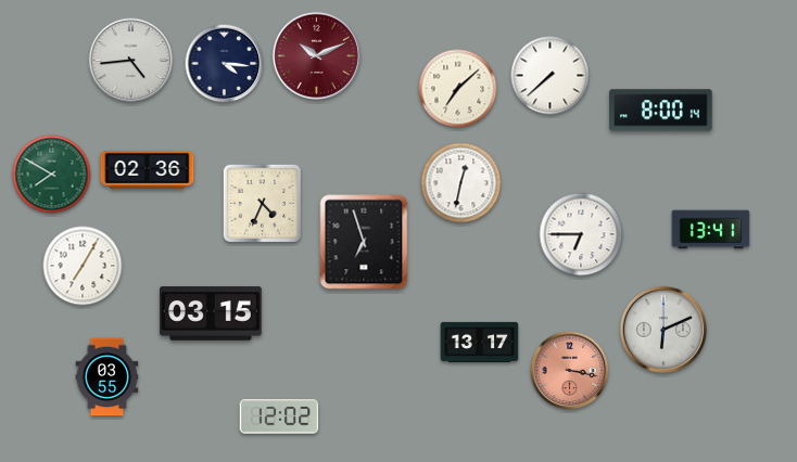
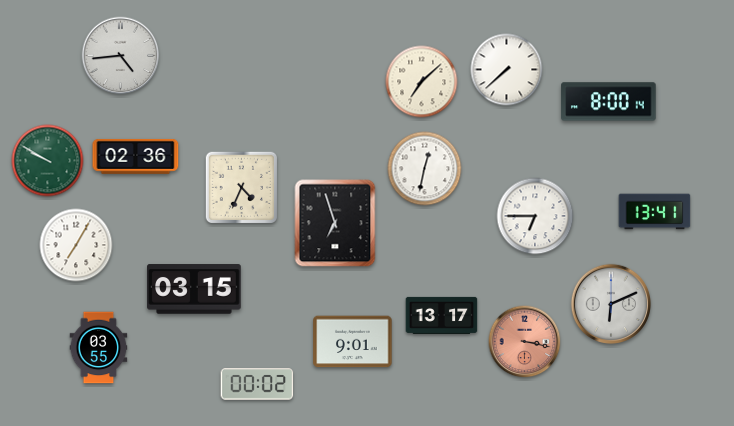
clock at (316, 55): 10:11 -> none
clock at (225, 64): 4:16 -> none
clock at (52, 175): 7:50 -> 9:50
clock at (353, 342): none -> 9:01
clock at (279, 416): 12:02 -> 00:02
